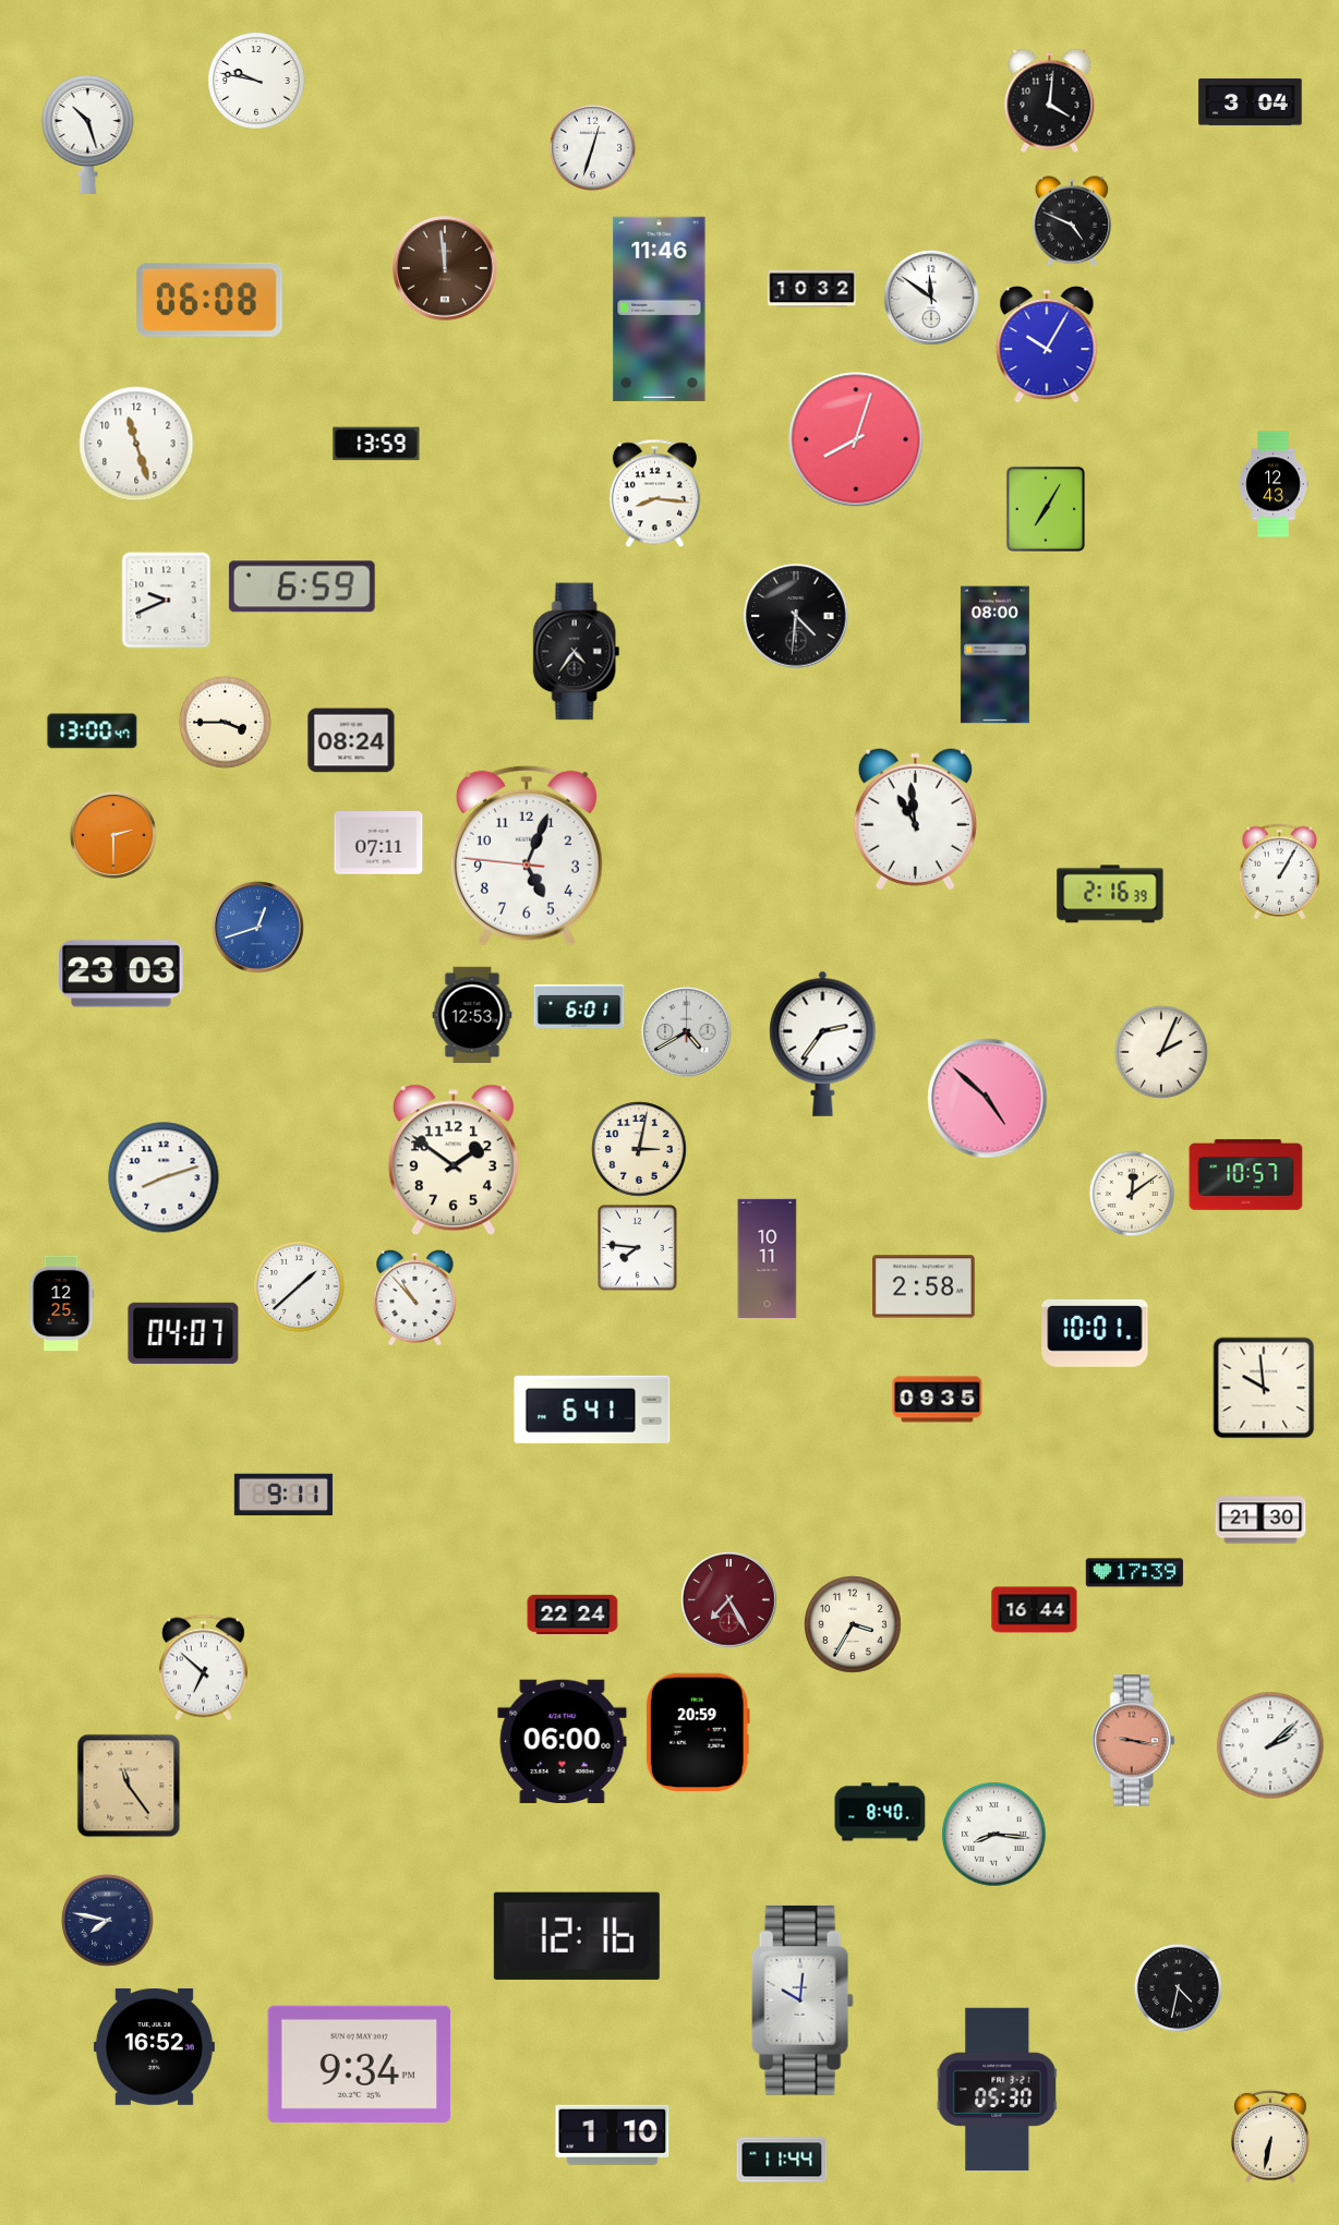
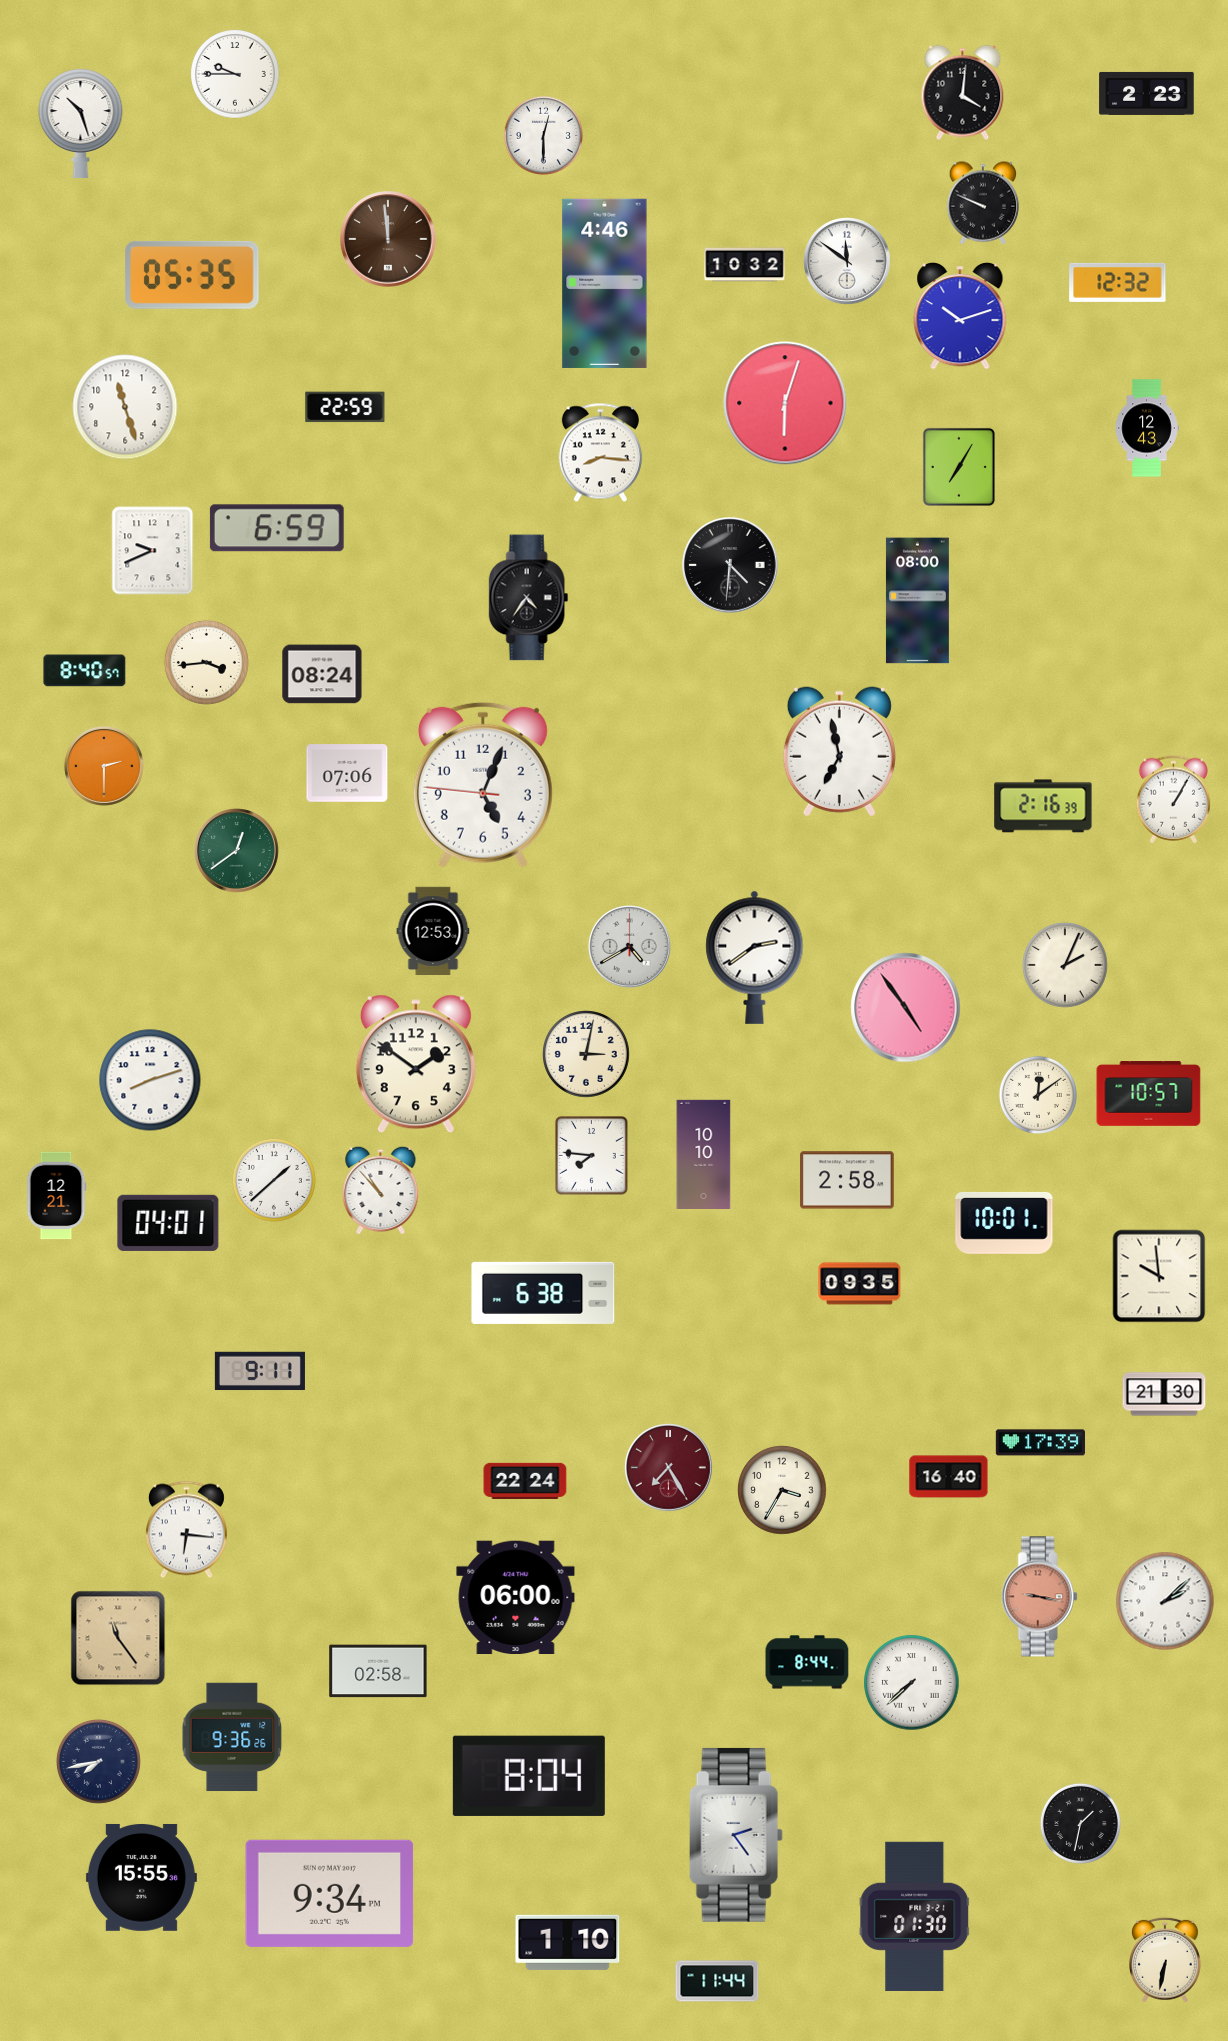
clock at (256, 81): 9:47 -> 9:45
clock at (1251, 101): 3:04 -> 2:23
clock at (592, 147): 12:33 -> 12:30
clock at (1072, 221): 4:49 -> 9:49
clock at (445, 268) position: (445, 268) -> (388, 239)
clock at (931, 298) position: (931, 298) -> (847, 261)
clock at (209, 300): 06:08 -> 05:35
clock at (1118, 282): none -> 12:32
clock at (660, 309): 11:46 -> 4:46
clock at (1047, 346): 10:05 -> 10:12
clock at (856, 439): 8:03 -> 6:03
clock at (376, 444): 13:59 -> 22:59
clock at (1274, 484) position: (1274, 484) -> (1147, 428)
clock at (302, 587) position: (302, 587) -> (277, 528)
clock at (994, 655) position: (994, 655) -> (917, 601)
clock at (225, 722): 3:45 -> 3:44
clock at (93, 731): 13:00 -> 8:40
clock at (351, 740) position: (351, 740) -> (322, 674)
clock at (915, 820): 10:59 -> 6:58
clock at (378, 843): 07:11 -> 07:06
clock at (1110, 894) position: (1110, 894) -> (1043, 806)
clock at (258, 928): 12:42 -> 12:39
clock at (258, 928) dial: blue -> green
clock at (122, 974): 23:03 -> none
clock at (579, 1006): 6:01 -> none
clock at (823, 1043): 2:36 -> 2:39
clock at (988, 1099): 4:52 -> 4:54
clock at (1246, 1175) position: (1246, 1175) -> (1149, 1094)
clock at (638, 1248) position: (638, 1248) -> (592, 1156)
clock at (768, 1258): 10:11 -> 10:10
clock at (61, 1304): 12:25 -> 12:21
clock at (183, 1333): 04:07 -> 04:01
clock at (1264, 1388) position: (1264, 1388) -> (1159, 1276)
clock at (592, 1410): 6:41 -> 6:38
clock at (1260, 1520) position: (1260, 1520) -> (1164, 1394)
clock at (1035, 1610): 16:44 -> 16:40
clock at (203, 1668): 6:52 -> 6:16
clock at (698, 1731): 20:59 -> none
clock at (880, 1812): 8:40 -> 8:44
clock at (378, 1671): none -> 02:58
clock at (994, 1835): 8:16 -> 7:38
clock at (232, 1737): none -> 9:36
clock at (107, 1920): 7:47 -> 7:43
clock at (577, 1936): 12:16 -> 8:04
clock at (1178, 1987): 4:32 -> 1:32
clock at (803, 2000): 10:01 -> 2:24
clock at (154, 2046): 16:52 -> 15:55
clock at (998, 2089): 05:30 -> 01:30
clock at (613, 2135) position: (613, 2135) -> (568, 1942)
